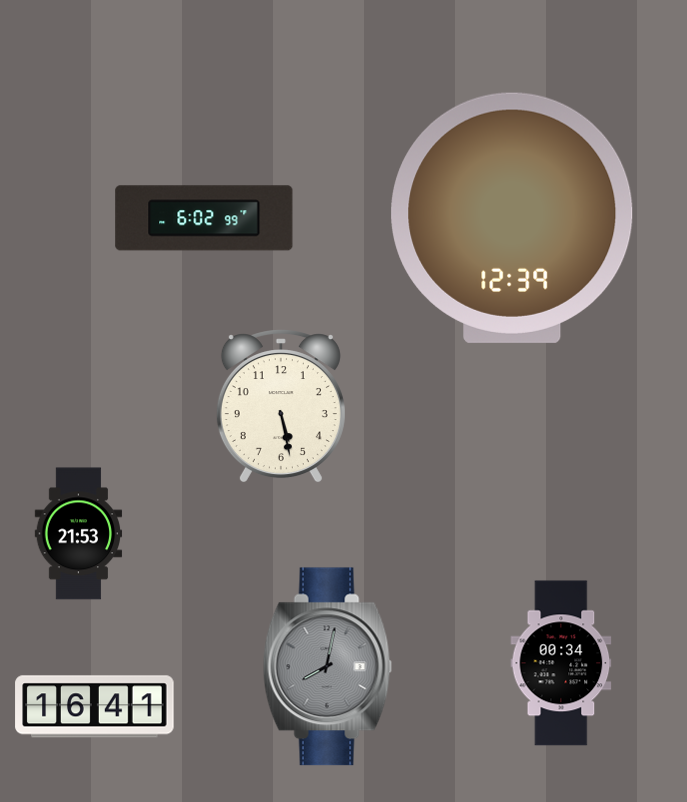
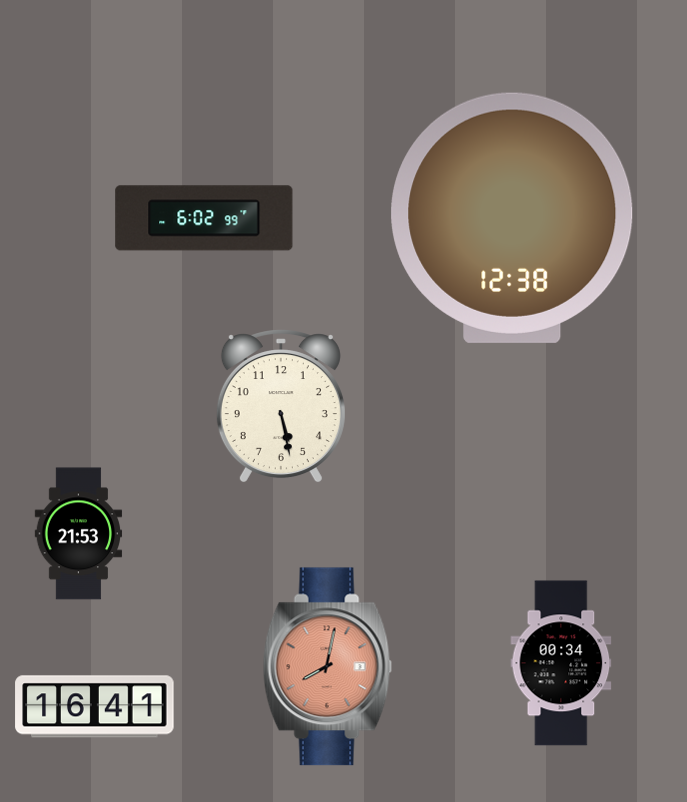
clock at (512, 218): 12:39 -> 12:38
clock at (327, 667) dial: grey -> salmon
